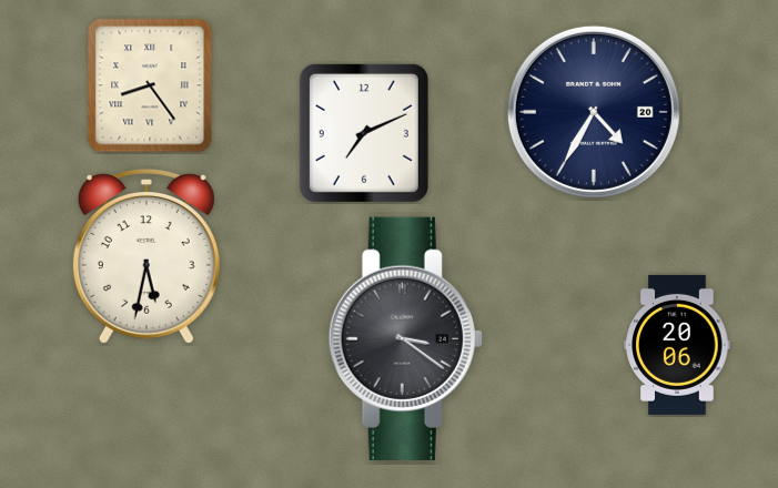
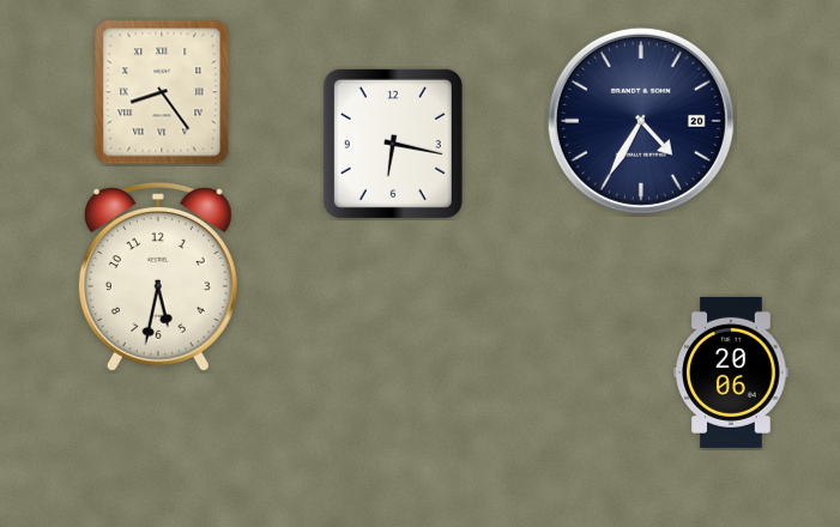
clock at (364, 133): 7:11 -> 6:17
clock at (405, 338): 3:21 -> none
